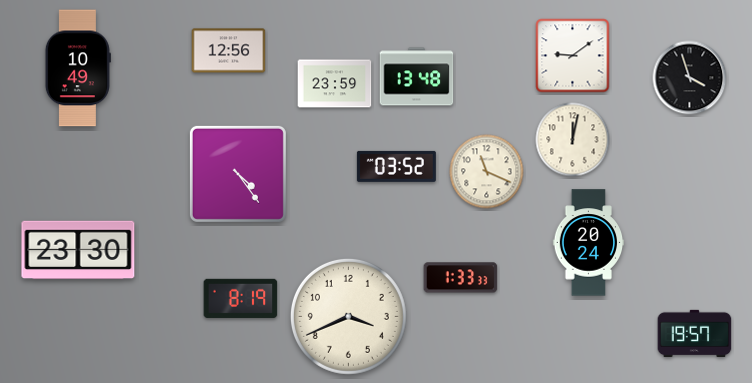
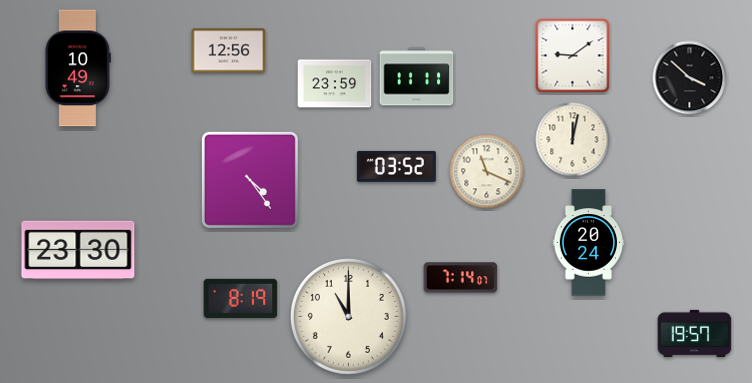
clock at (417, 77): 13:48 -> 11:11
clock at (690, 78): 3:57 -> 3:52
clock at (238, 174) position: (238, 174) -> (250, 180)
clock at (461, 278): 1:33 -> 7:14
clock at (348, 316): 3:41 -> 11:00
